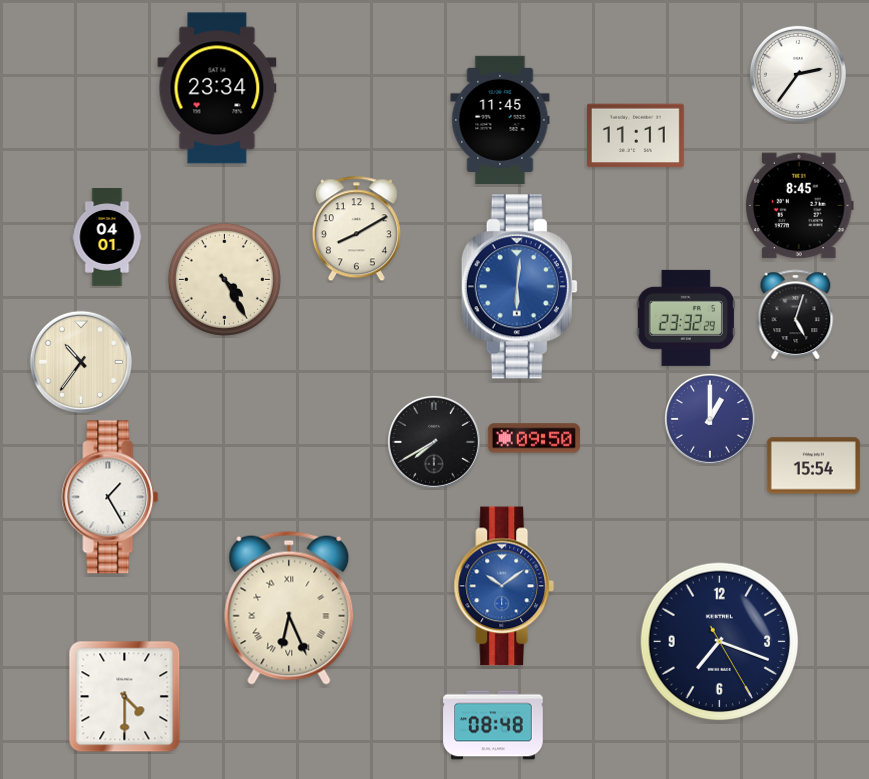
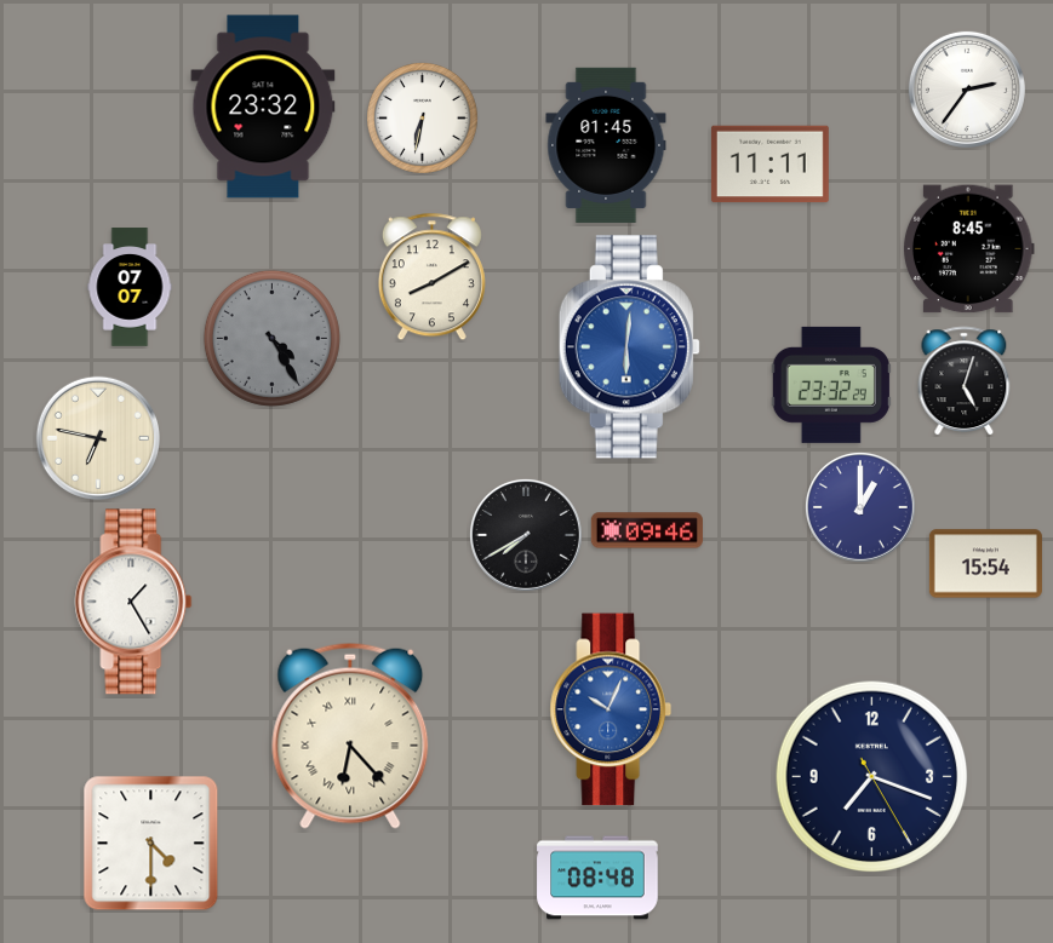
clock at (217, 88): 23:34 -> 23:32
clock at (423, 119): none -> 6:32
clock at (500, 120): 11:45 -> 01:45
clock at (107, 237): 04:01 -> 07:07
clock at (224, 279) dial: cream -> grey
clock at (80, 361): 10:36 -> 6:47
clock at (534, 438): 09:50 -> 09:46
clock at (504, 586): 10:09 -> 10:04
clock at (289, 608): 6:26 -> 6:23
